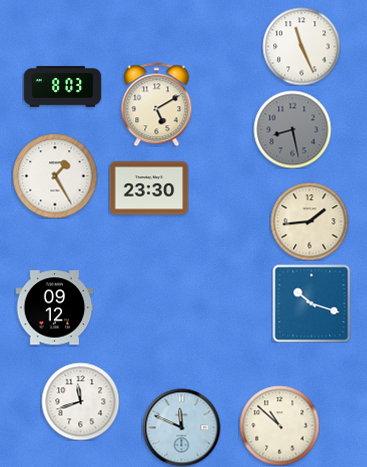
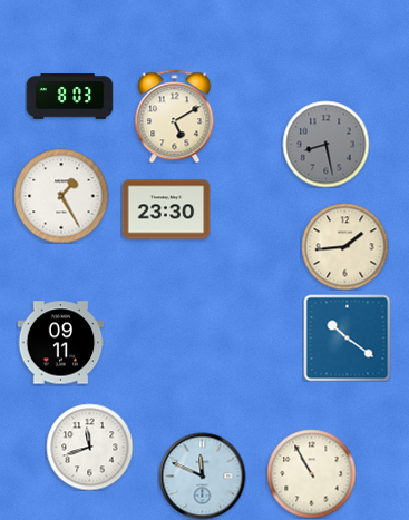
clock at (301, 46): 11:26 -> none
clock at (311, 303): 10:18 -> 10:21
clock at (54, 308): 09:12 -> 09:11
clock at (279, 425): 10:52 -> 10:55
